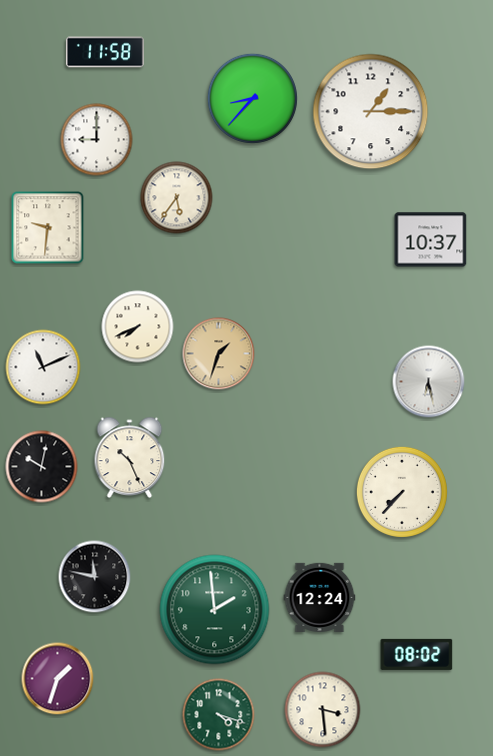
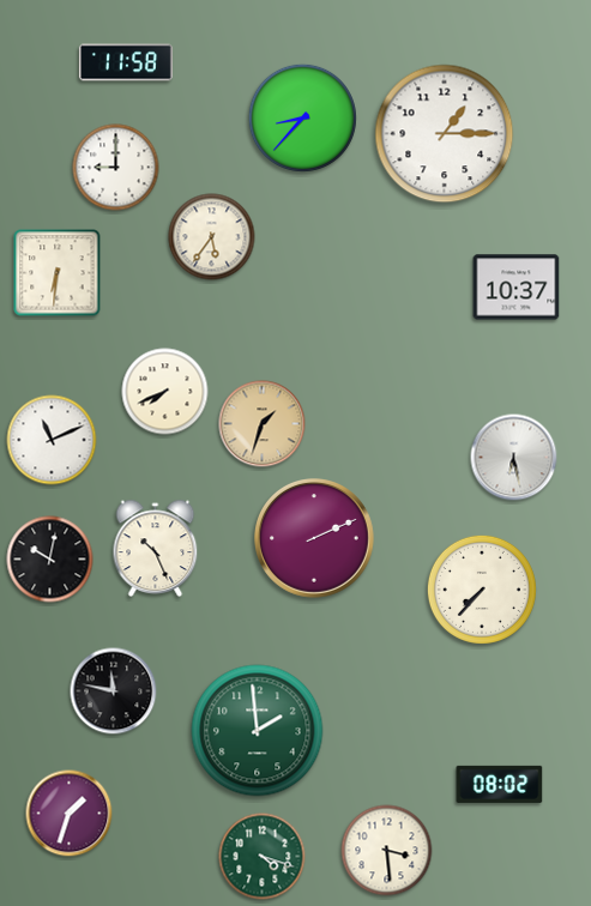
clock at (48, 228): 9:31 -> 6:31
clock at (315, 539): none -> 2:11
clock at (320, 597): 12:24 -> none
